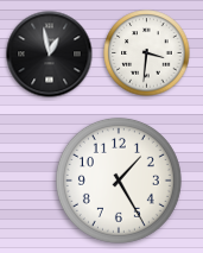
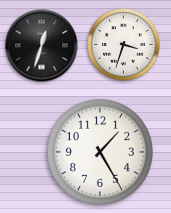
clock at (147, 53): 3:31 -> 3:33
clock at (50, 55): 12:58 -> 12:33
